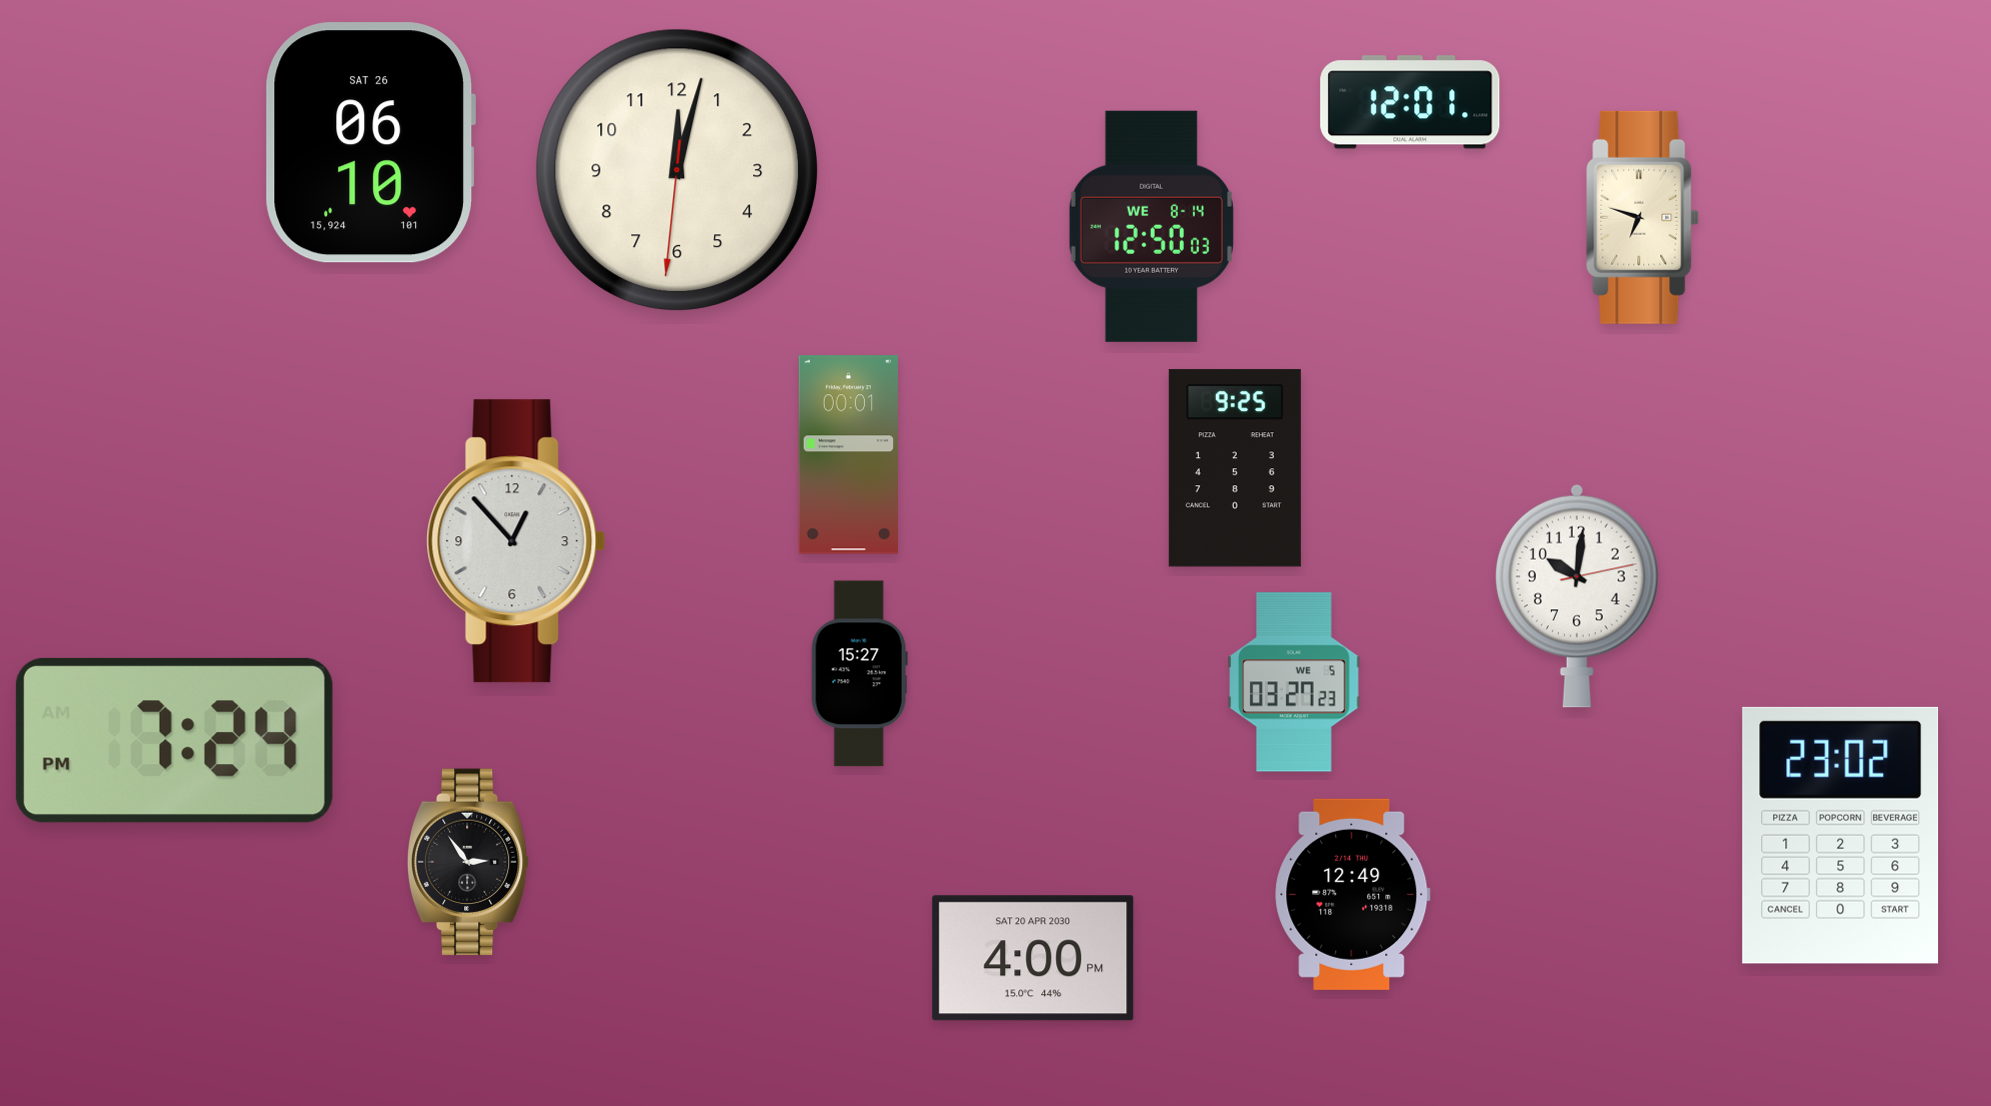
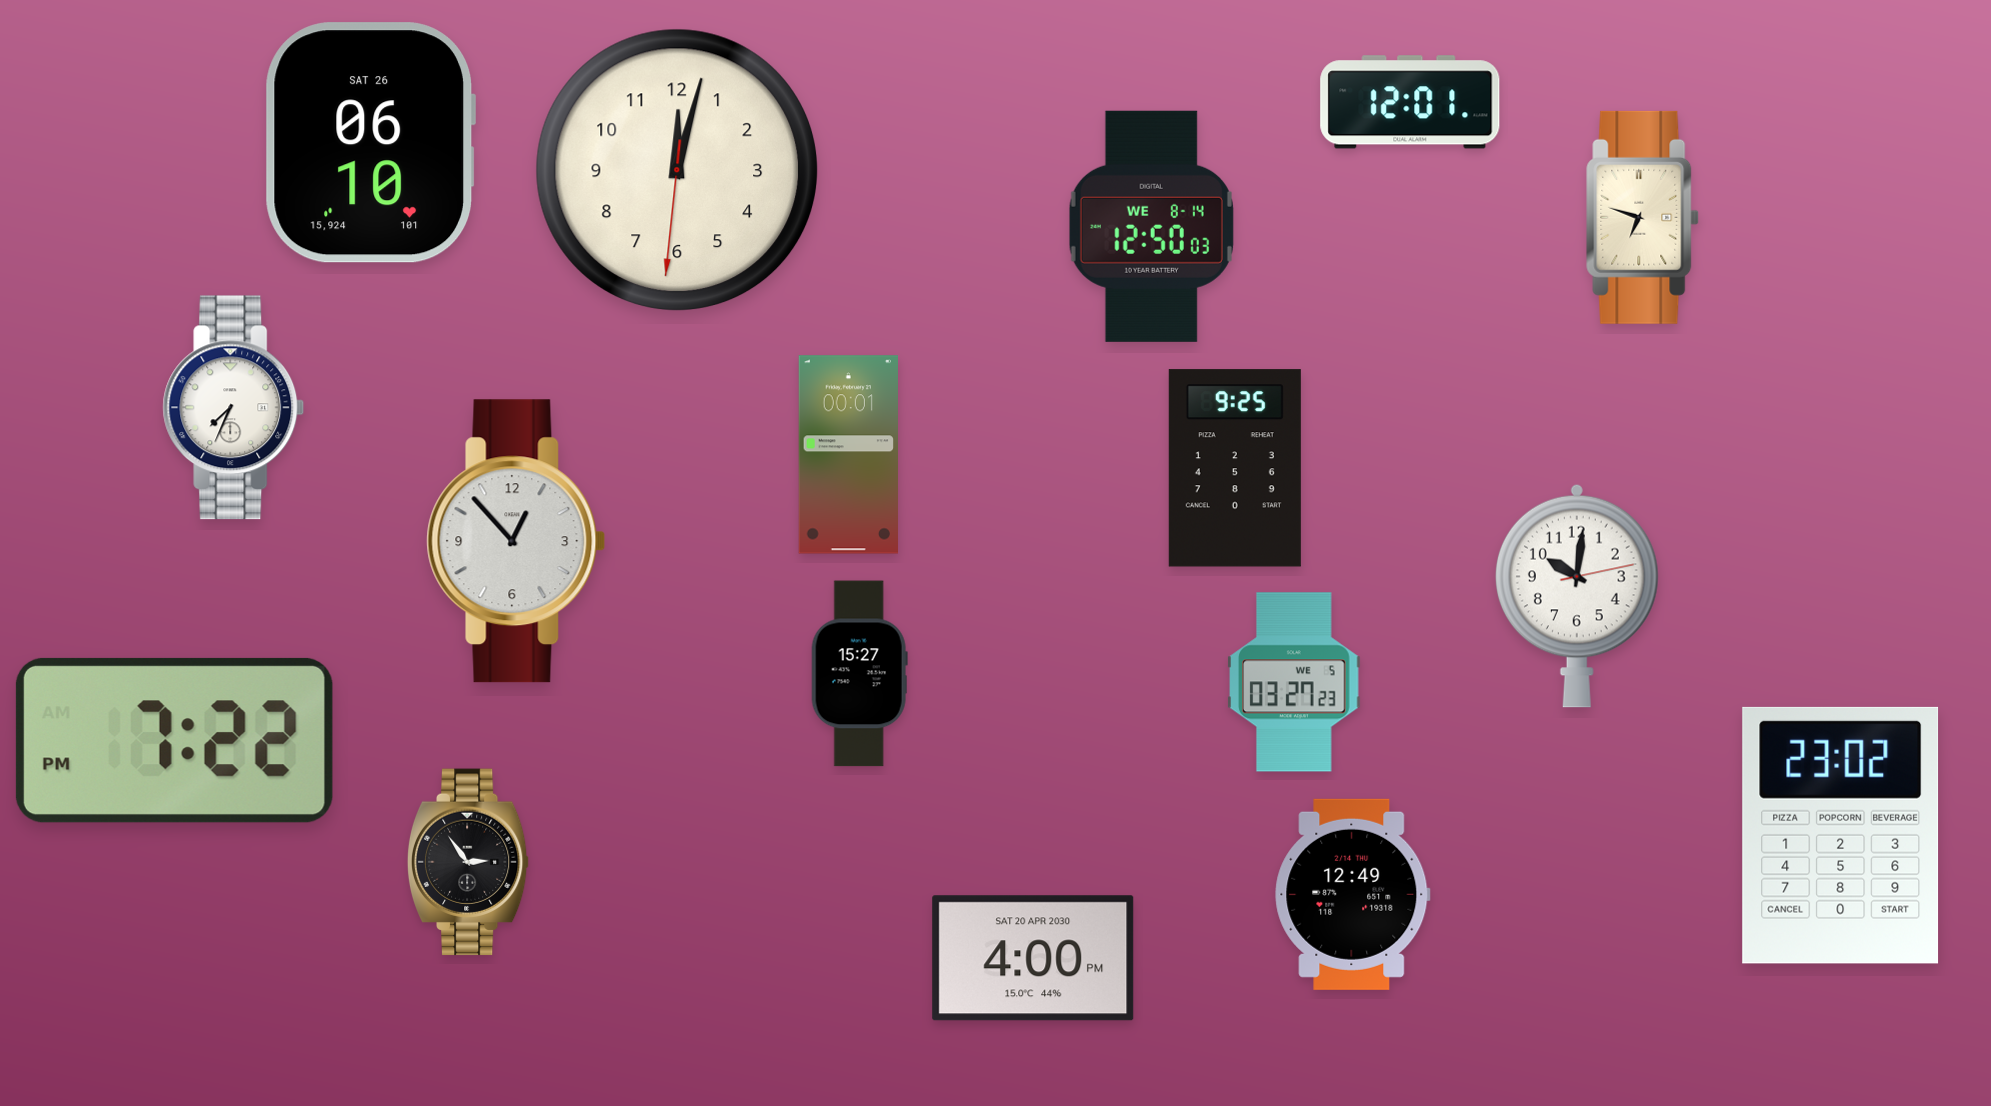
clock at (234, 408): none -> 7:34
clock at (174, 740): 7:24 -> 7:22
